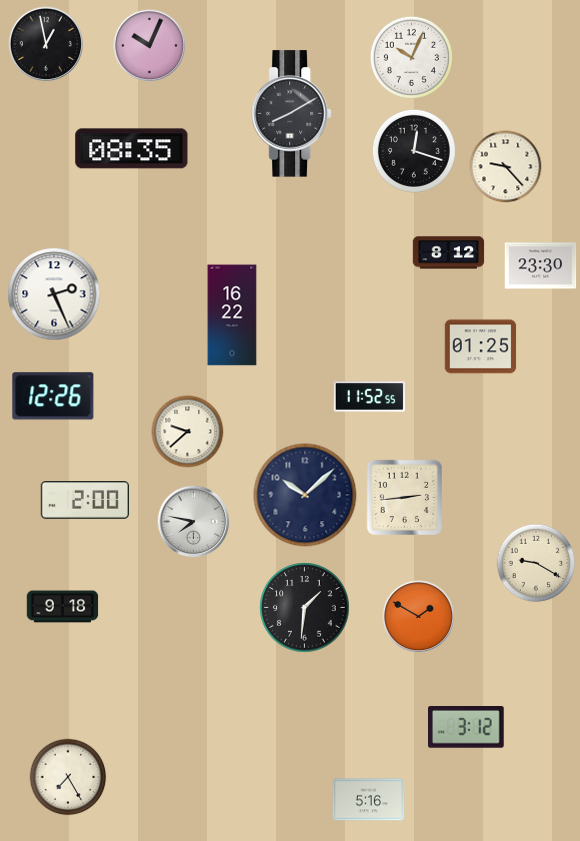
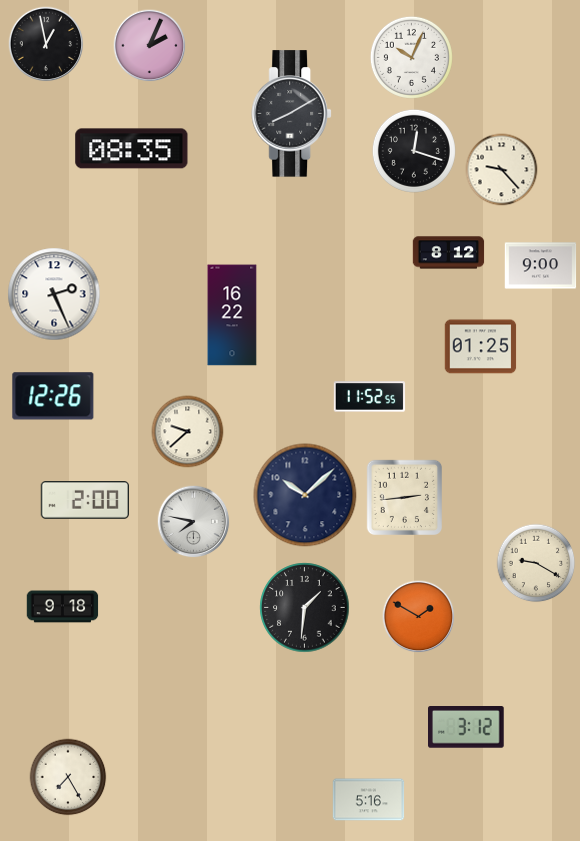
clock at (150, 46): 10:04 -> 2:04
clock at (506, 167) position: (506, 167) -> (502, 170)
clock at (541, 266): 23:30 -> 9:00
